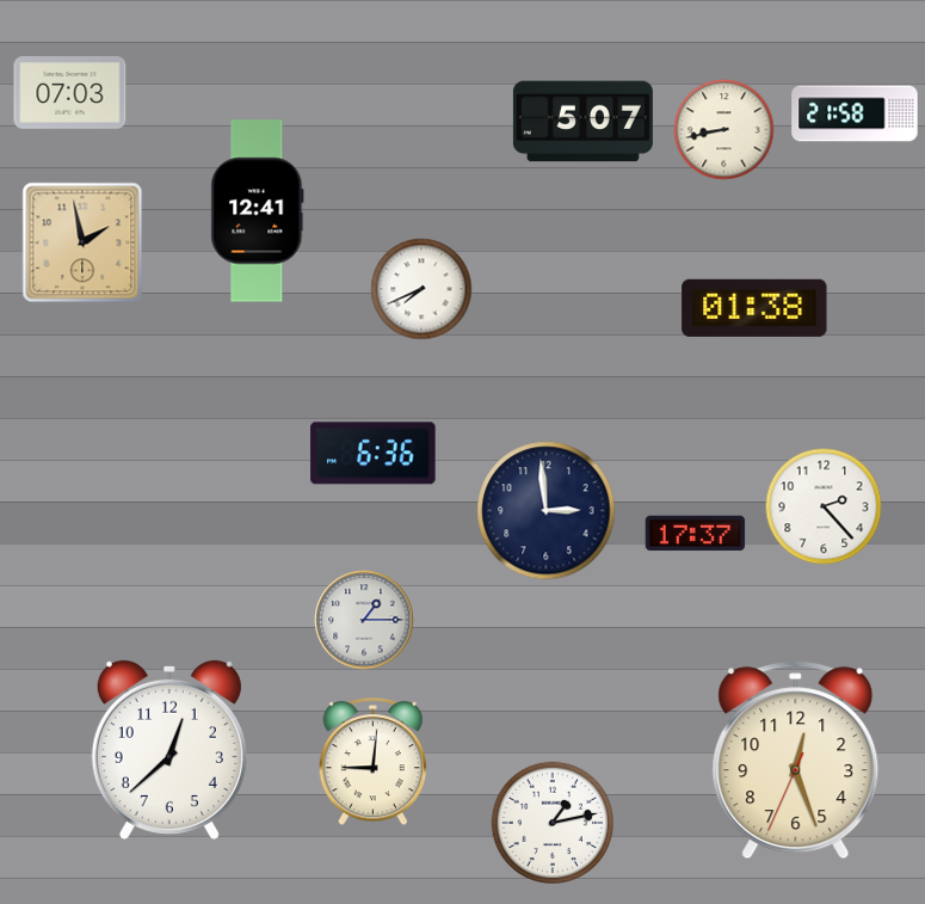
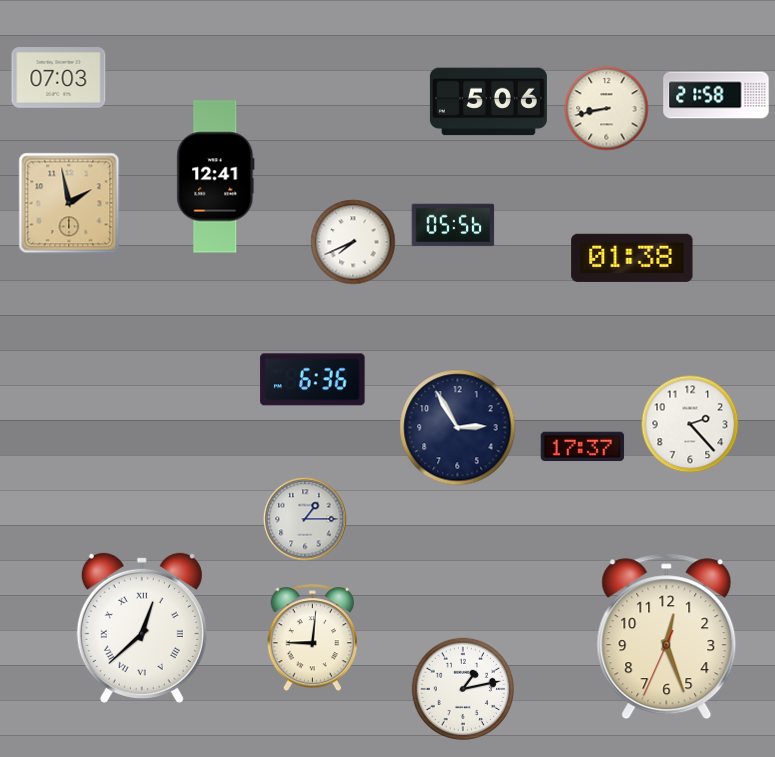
clock at (582, 122): 5:07 -> 5:06
clock at (453, 225): none -> 05:56
clock at (547, 511): 2:59 -> 2:55
clock at (169, 750) numerals: Arabic -> Roman
